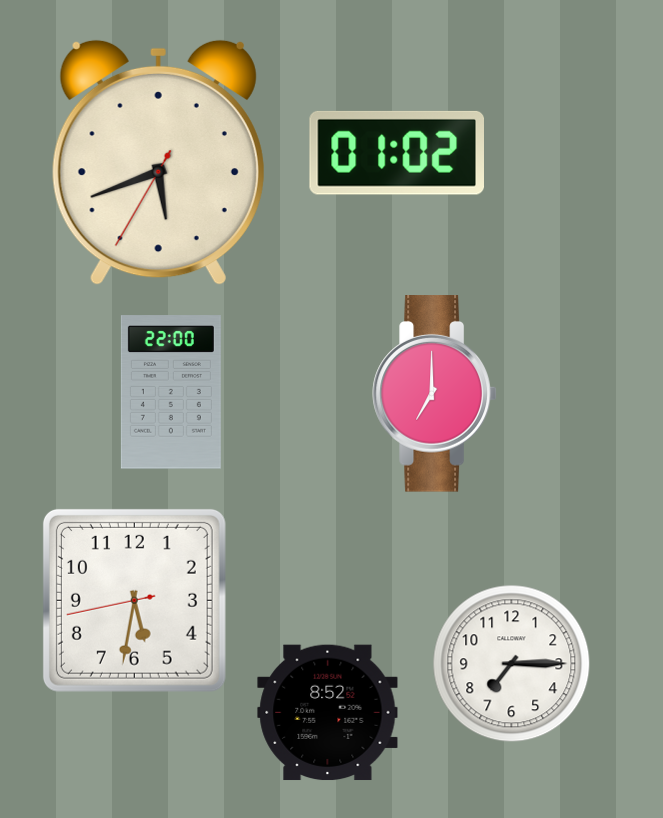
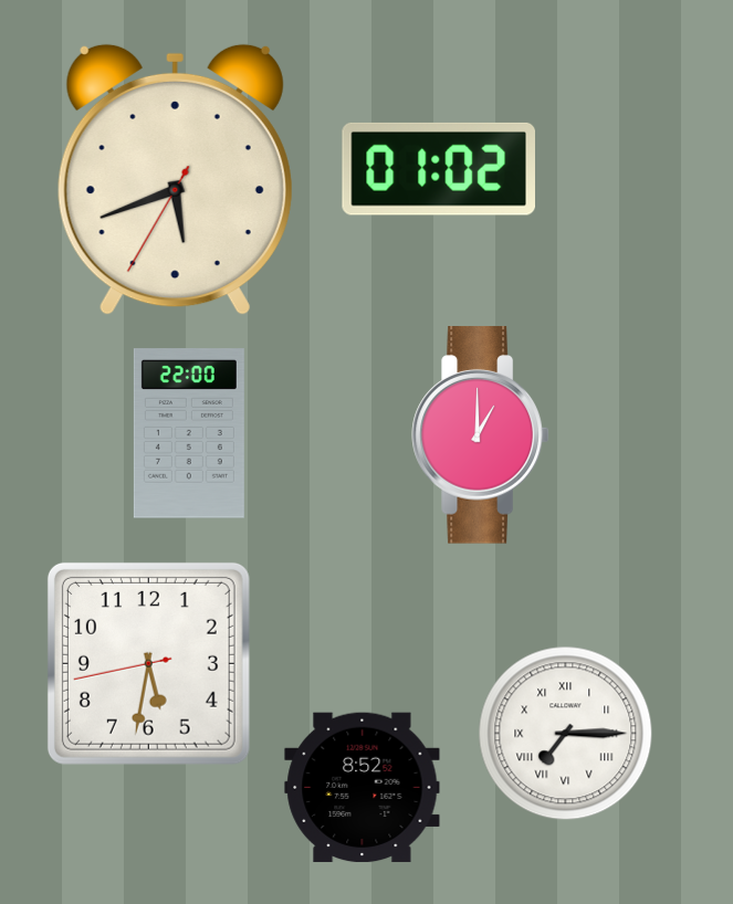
clock at (435, 394): 7:00 -> 1:00
clock at (512, 664) numerals: Arabic -> Roman
